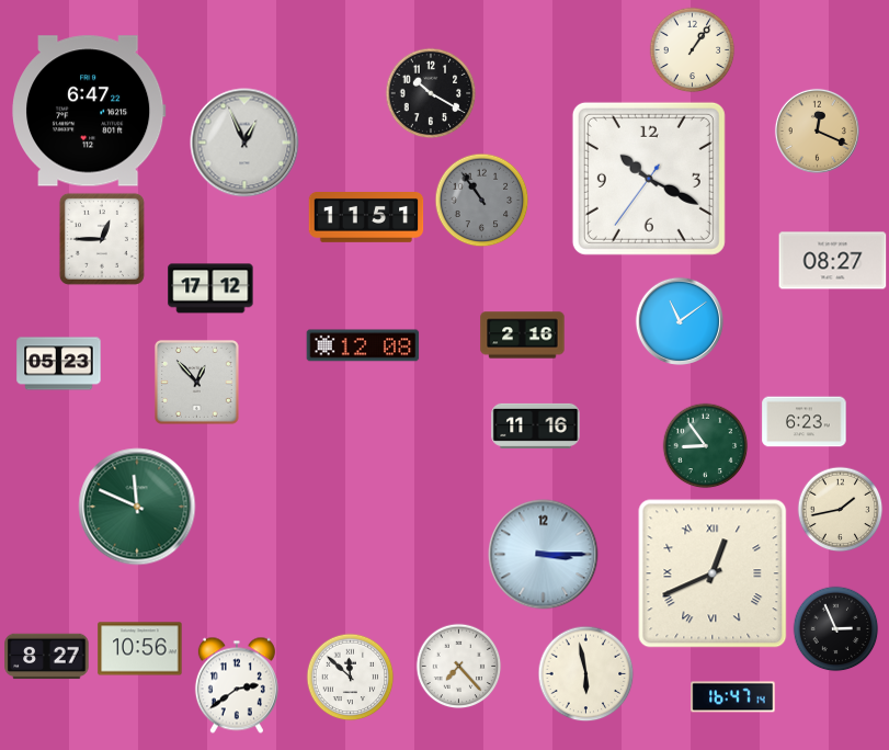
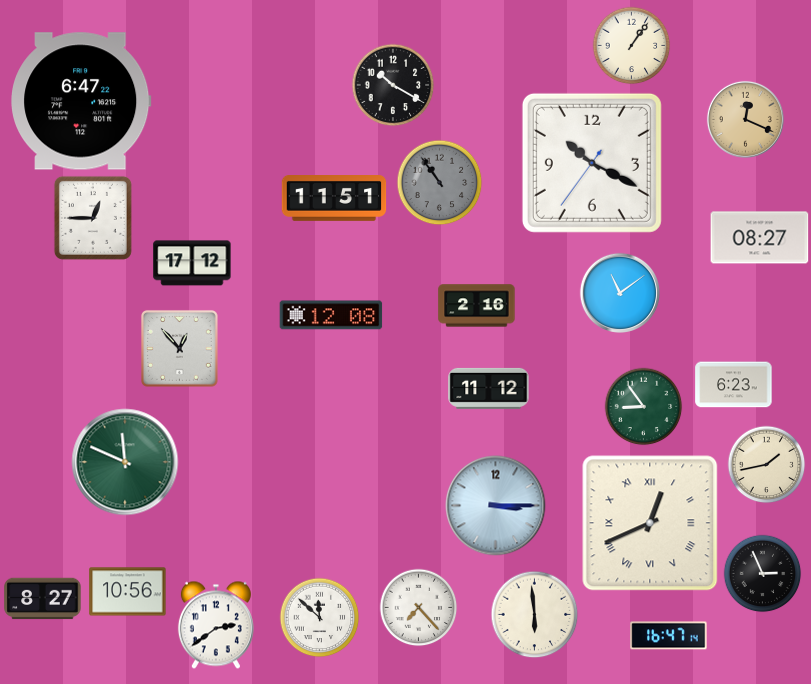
clock at (244, 143): 12:56 -> none
clock at (59, 364): 05:23 -> none
clock at (536, 425): 11:16 -> 11:12
clock at (585, 673): 5:58 -> 5:59
